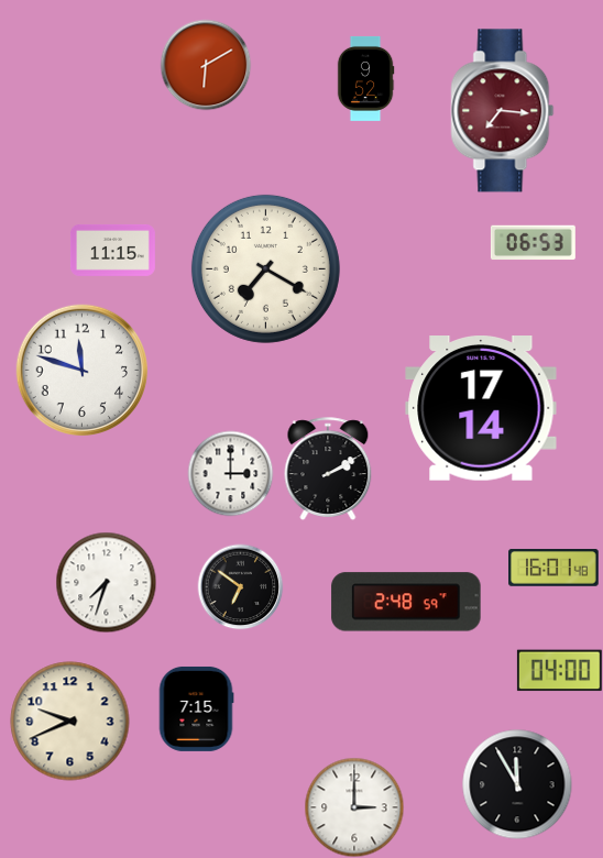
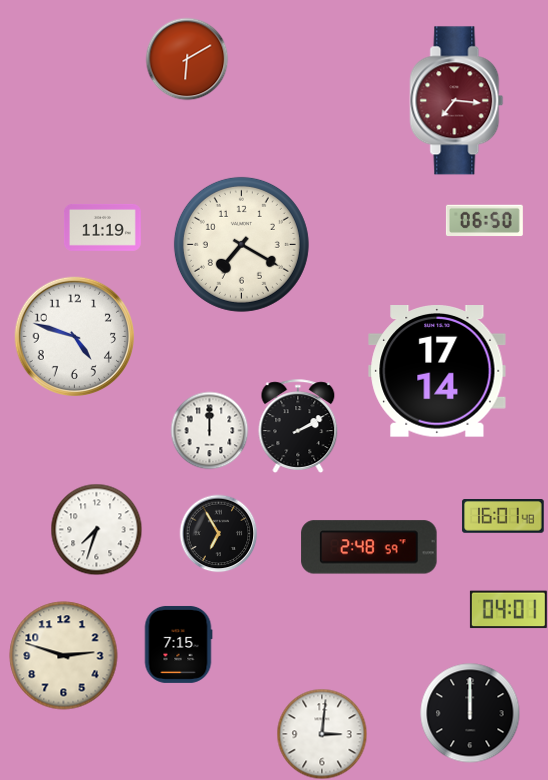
clock at (365, 78): 9:52 -> none
clock at (533, 243): 06:53 -> 06:50
clock at (112, 250): 11:15 -> 11:19
clock at (83, 371): 11:48 -> 4:48
clock at (230, 473): 3:00 -> 12:00
clock at (240, 586): 6:51 -> 6:55
clock at (559, 671): 04:00 -> 04:01
clock at (70, 722): 9:41 -> 2:48
clock at (517, 784): 11:55 -> 12:00
clock at (354, 807): 3:00 -> 3:01
